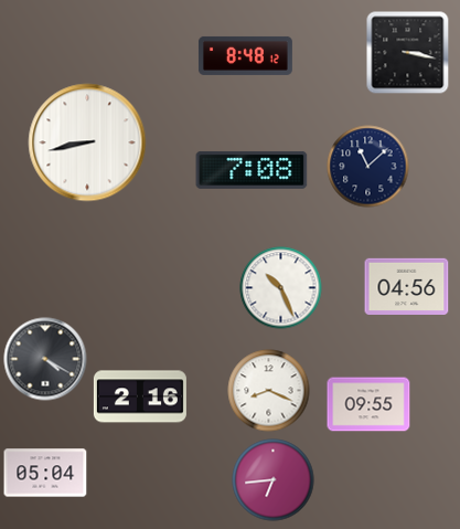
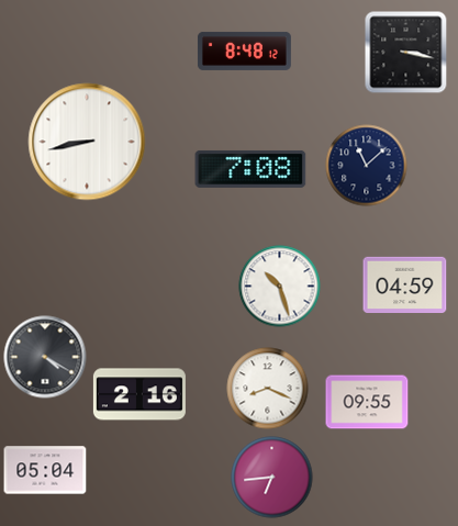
clock at (245, 55) position: (245, 55) -> (244, 51)
clock at (407, 286): 04:56 -> 04:59
clock at (281, 288): 10:26 -> 10:27
